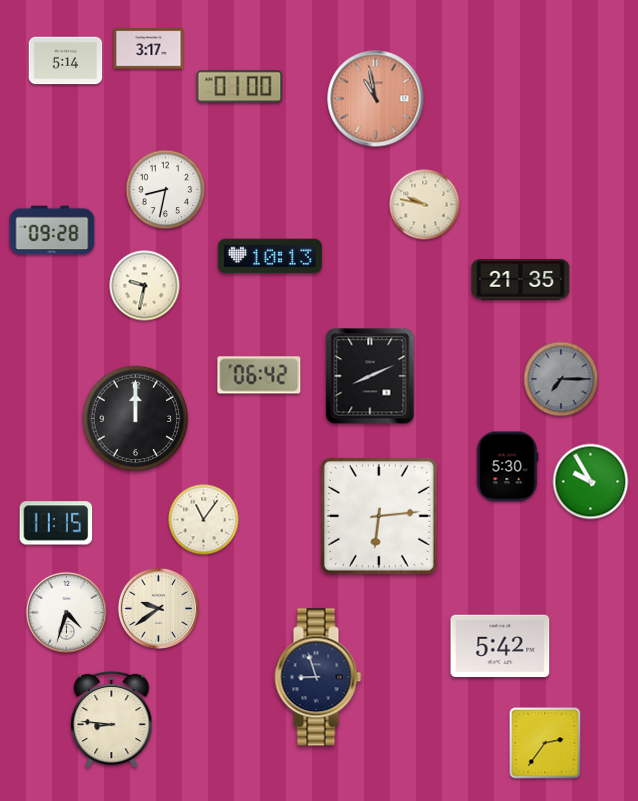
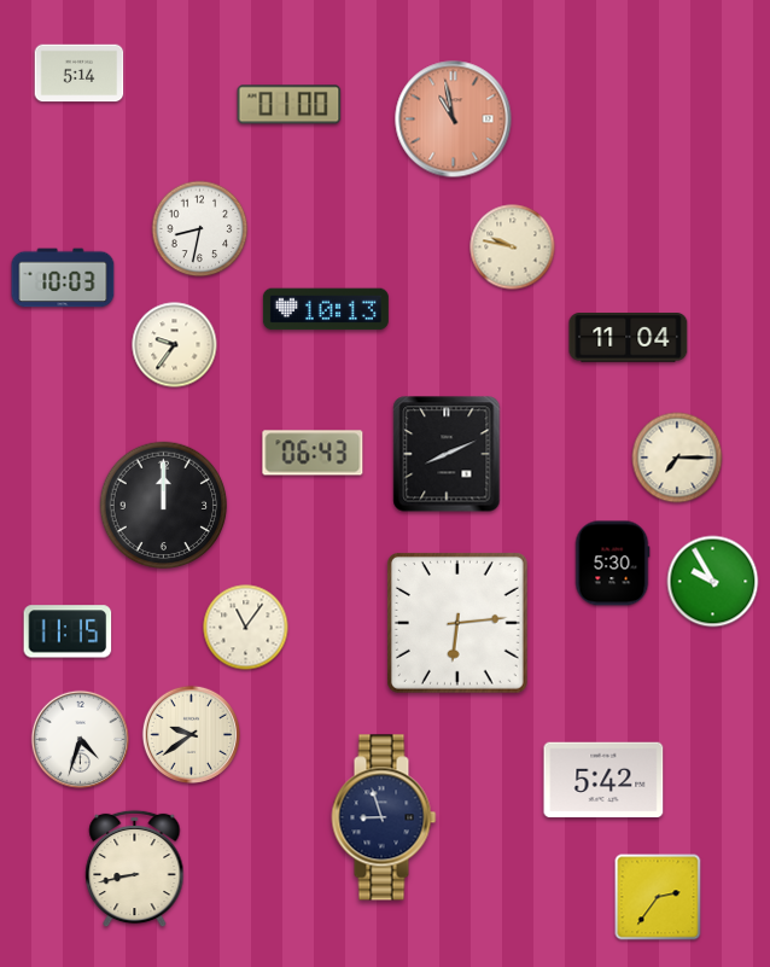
clock at (149, 49): 3:17 -> none
clock at (52, 230): 09:28 -> 10:03
clock at (521, 280): 21:35 -> 11:04
clock at (145, 286): 9:32 -> 9:36
clock at (259, 375): 06:42 -> 06:43
clock at (561, 379) dial: grey -> cream
clock at (112, 720): 8:46 -> 8:43
